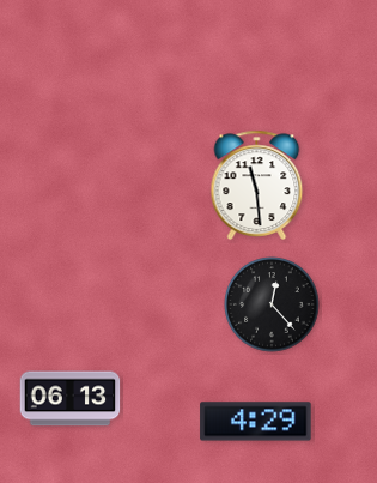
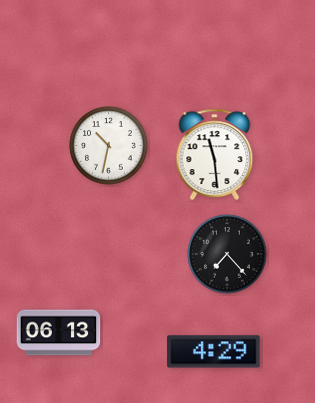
clock at (109, 146): none -> 10:32
clock at (272, 304): 12:23 -> 7:23
